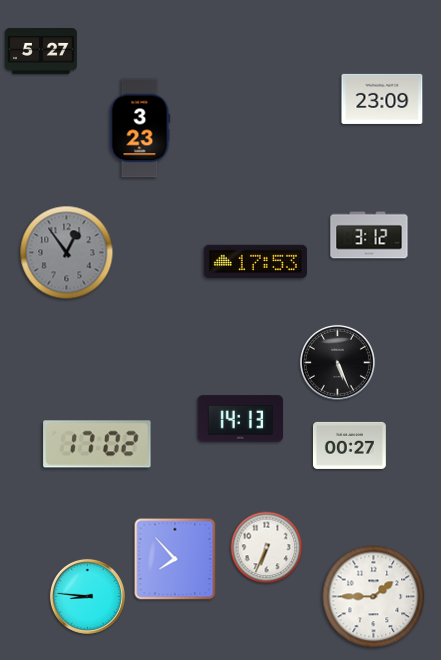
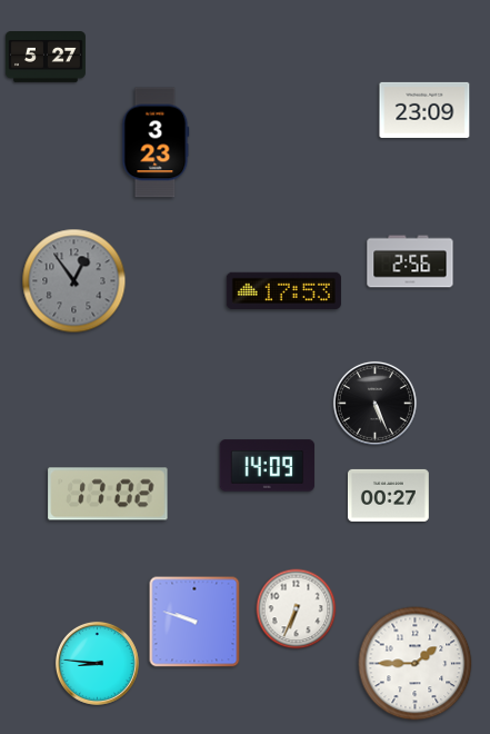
clock at (369, 235): 3:12 -> 2:56
clock at (241, 419): 14:13 -> 14:09
clock at (175, 559): 7:53 -> 9:48
